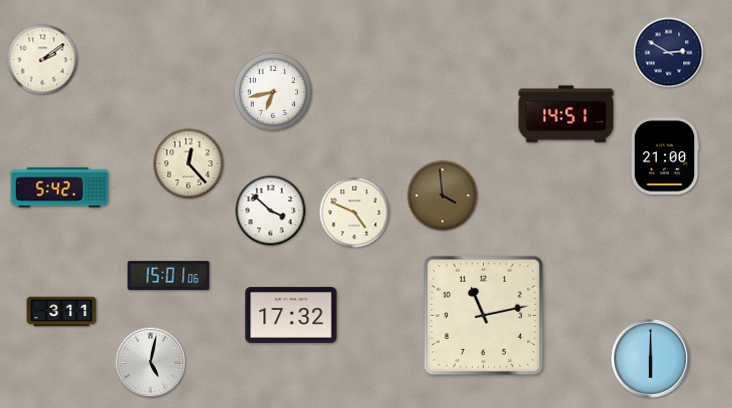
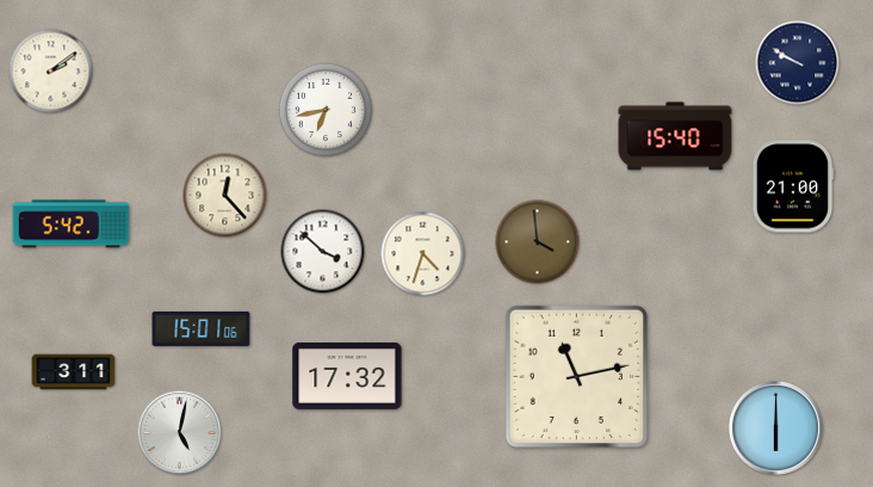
clock at (669, 53): 2:50 -> 9:50
clock at (566, 114): 14:51 -> 15:40
clock at (443, 196) position: (443, 196) -> (538, 242)
clock at (355, 213): 4:49 -> 4:33
